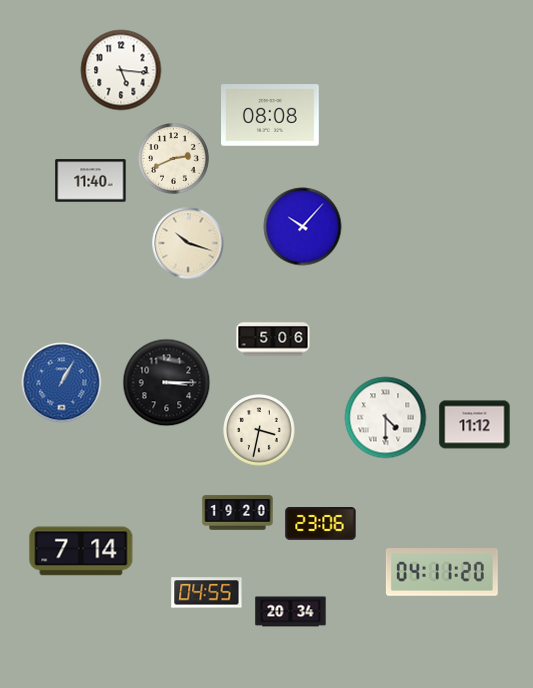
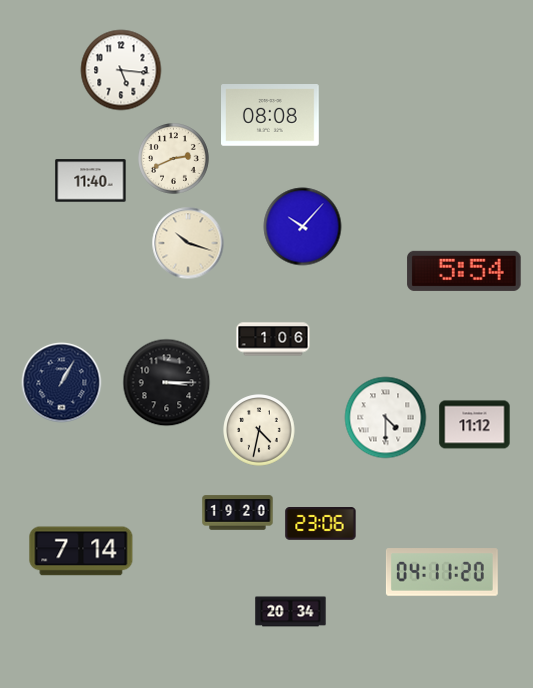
clock at (464, 271): none -> 5:54
clock at (273, 339): 5:06 -> 1:06
clock at (62, 383) dial: blue -> navy
clock at (259, 430): 3:32 -> 4:32
clock at (207, 593): 04:55 -> none
